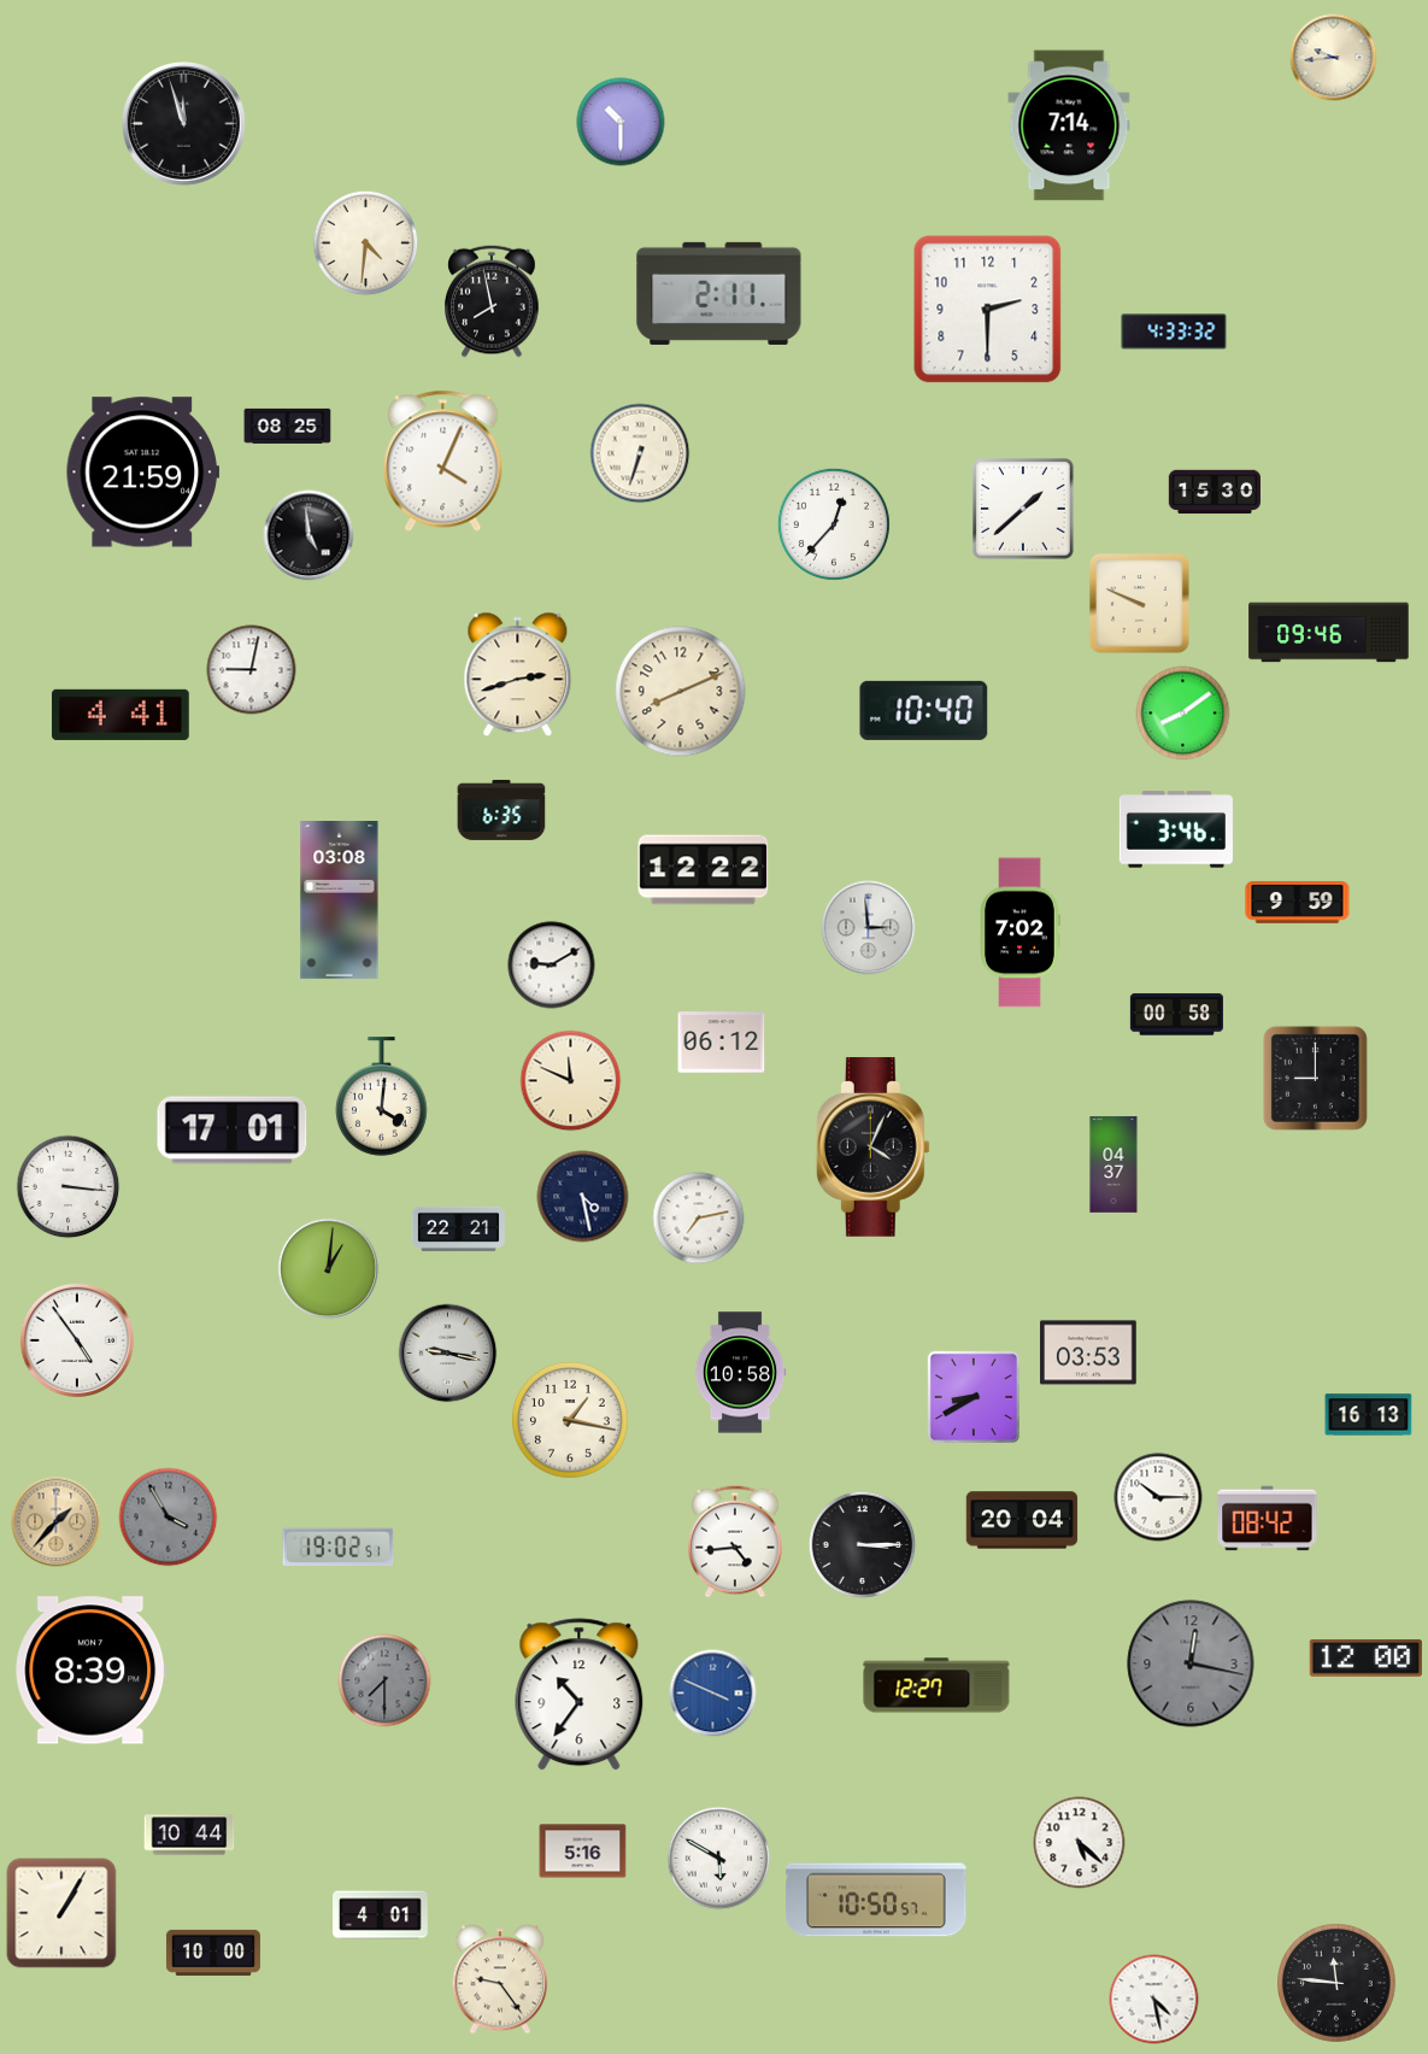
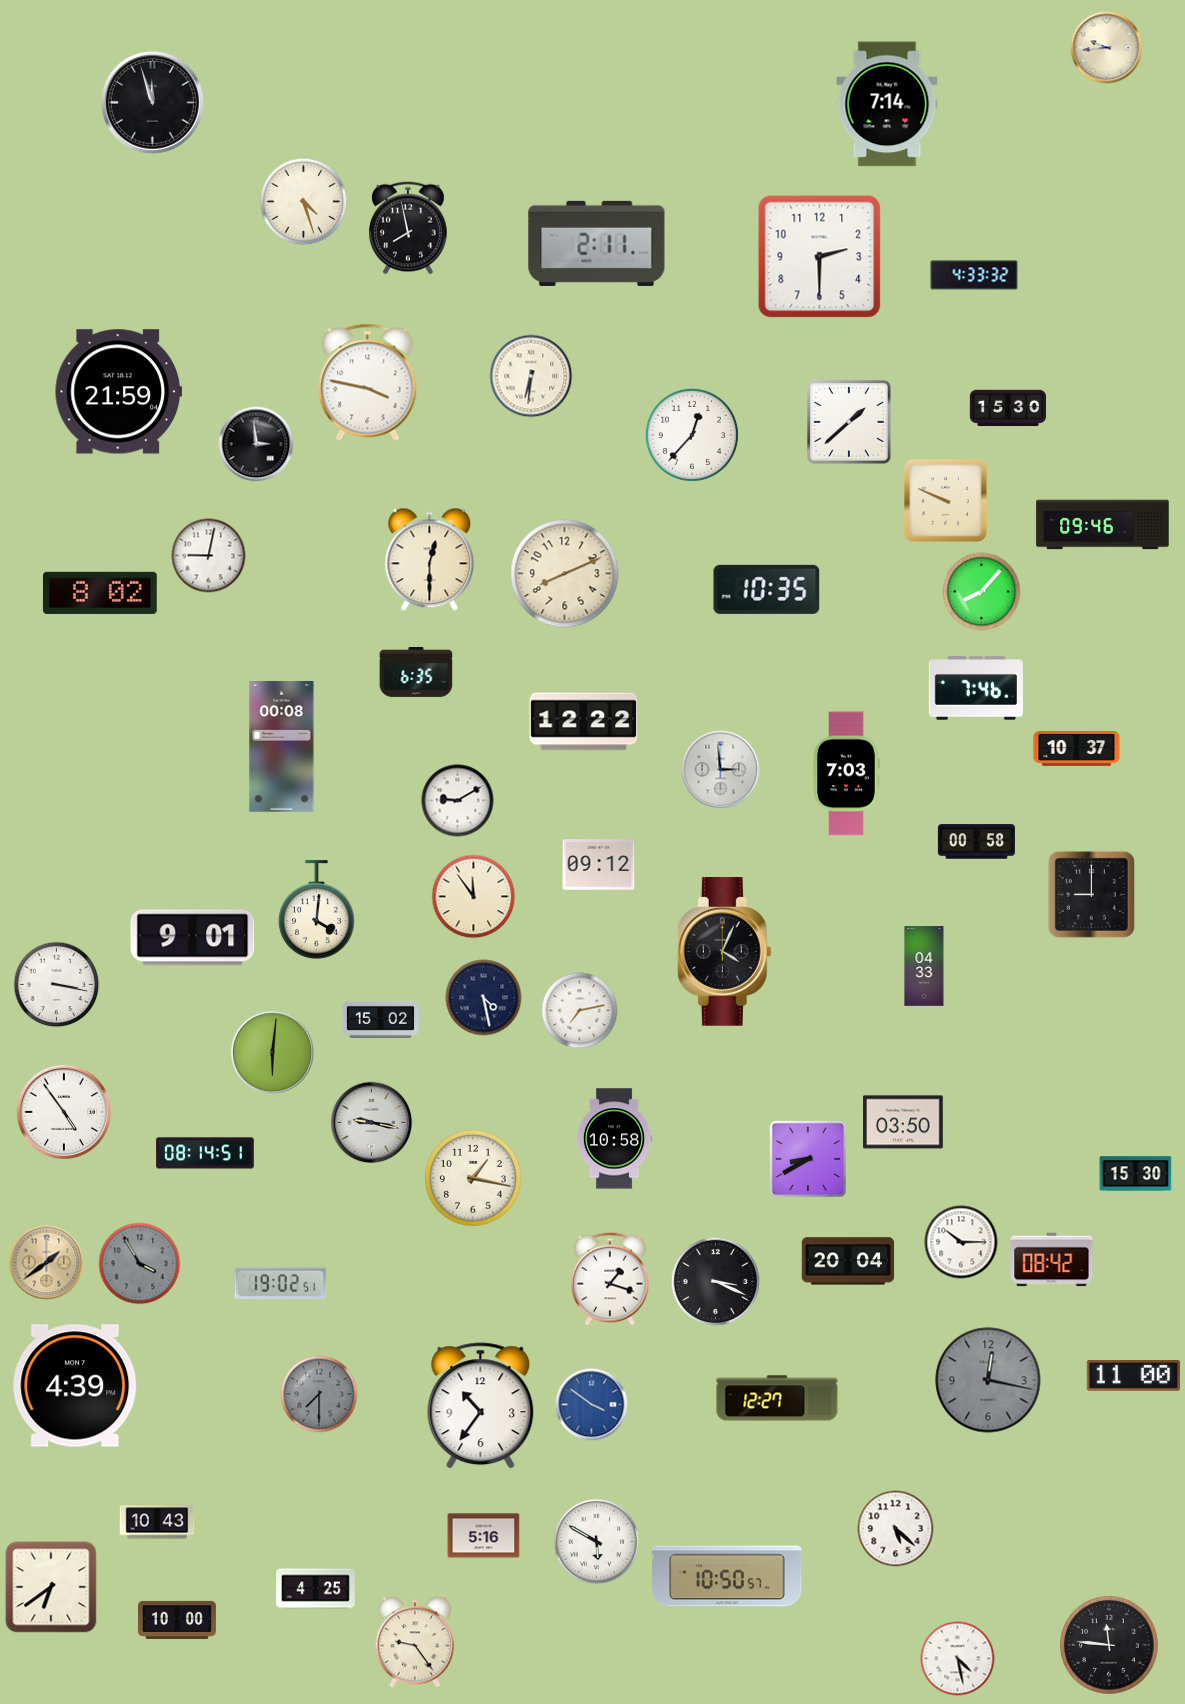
clock at (621, 122): 10:30 -> none
clock at (366, 243): 4:31 -> 4:27
clock at (492, 301) position: (492, 301) -> (408, 228)
clock at (288, 426): 08:25 -> none
clock at (640, 453): 6:33 -> 6:31
clock at (443, 460): 4:04 -> 3:47
clock at (308, 535): 4:59 -> 2:59
clock at (518, 675): 2:42 -> 12:30
clock at (924, 710): 10:40 -> 10:35
clock at (1183, 714): 8:09 -> 8:07
clock at (121, 715): 4:41 -> 8:02
clock at (1176, 829): 3:46 -> 7:46
clock at (340, 900): 03:08 -> 00:08
clock at (1298, 903): 9:59 -> 10:37
clock at (1019, 933): 7:02 -> 7:03
clock at (722, 1043): 06:12 -> 09:12
clock at (571, 1081): 11:49 -> 11:54
clock at (233, 1131): 17:01 -> 9:01
clock at (1113, 1164): 04:37 -> 04:33
clock at (69, 1187): 3:16 -> 3:17
clock at (583, 1197) position: (583, 1197) -> (484, 998)
clock at (458, 1228): 22:21 -> 15:02
clock at (329, 1269): 1:01 -> 6:01
clock at (1088, 1352): 03:53 -> 03:50
clock at (205, 1153): none -> 08:14
clock at (1369, 1415): 16:13 -> 15:30
clock at (169, 1518) position: (169, 1518) -> (140, 1264)
clock at (57, 1522): 1:37 -> 1:39
clock at (735, 1542): 4:44 -> 1:18
clock at (863, 1545): 3:15 -> 3:19
clock at (1365, 1659): 12:00 -> 11:00
clock at (92, 1671): 8:39 -> 4:39
clock at (713, 1694): 3:49 -> 3:51
clock at (189, 1835): 10:44 -> 10:43
clock at (61, 1913): 1:05 -> 6:39
clock at (381, 1915): 4:01 -> 4:25
